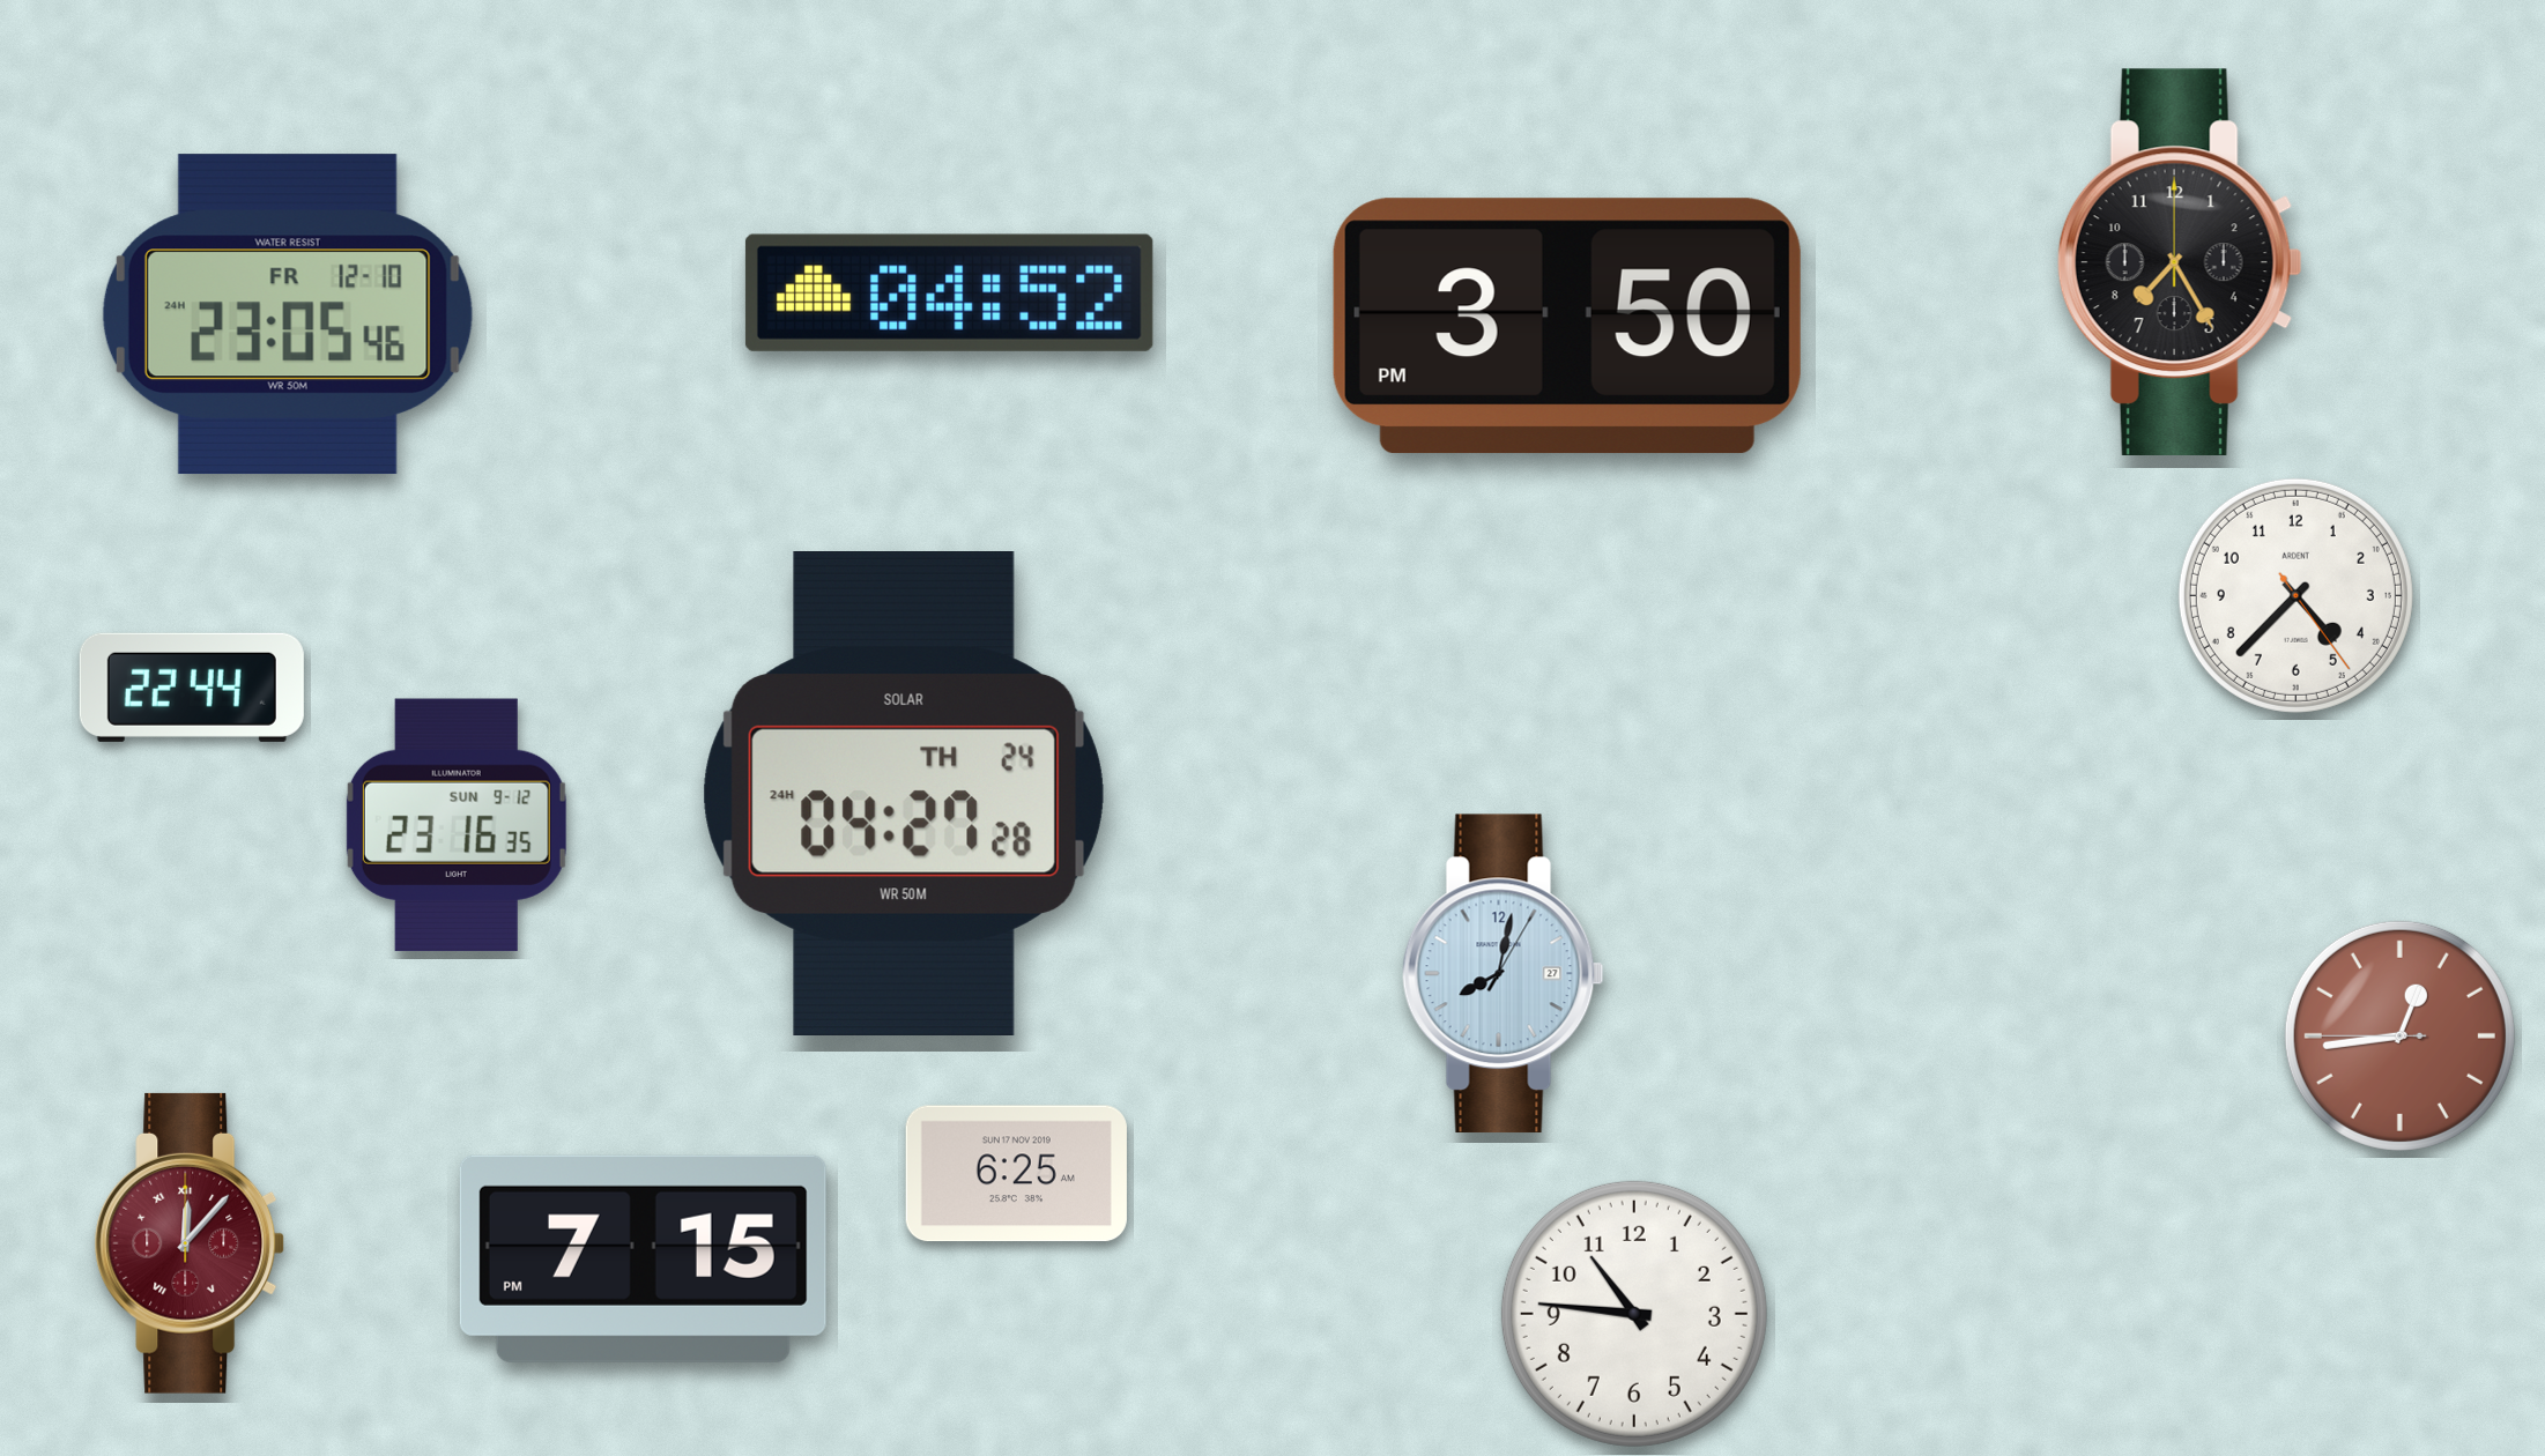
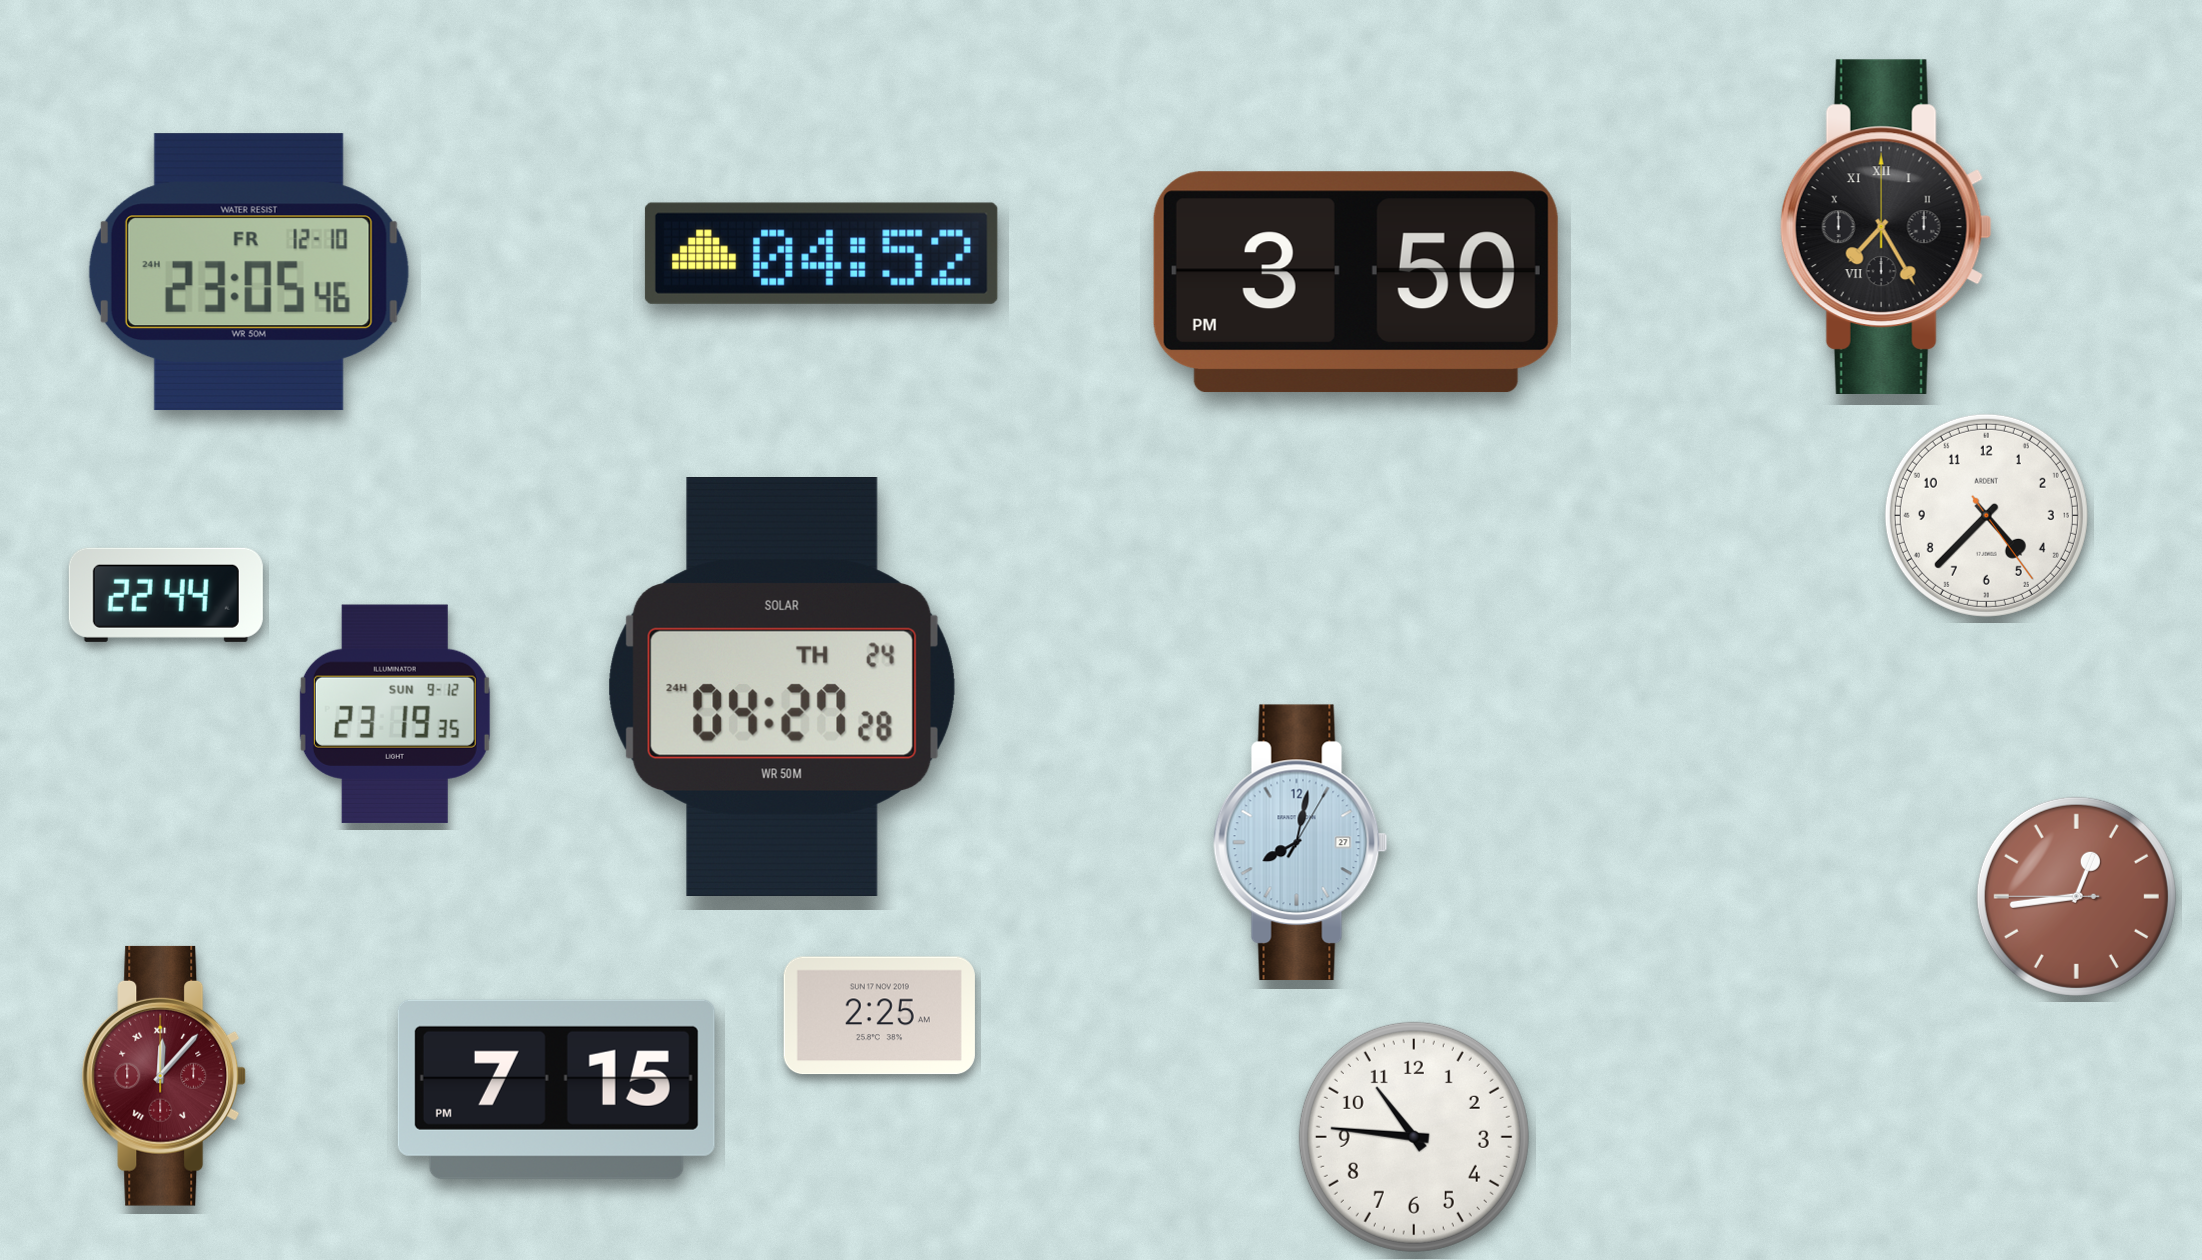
clock at (2180, 261) numerals: Arabic -> Roman
clock at (457, 825): 23:16 -> 23:19
clock at (1016, 1174): 6:25 -> 2:25
